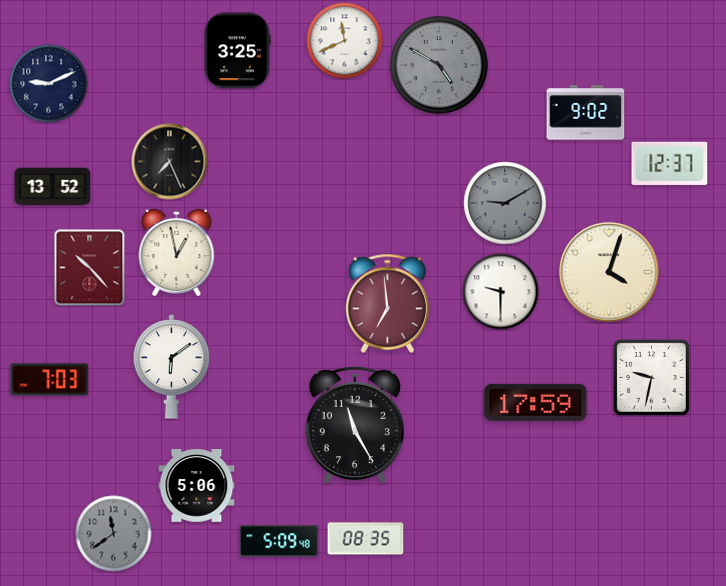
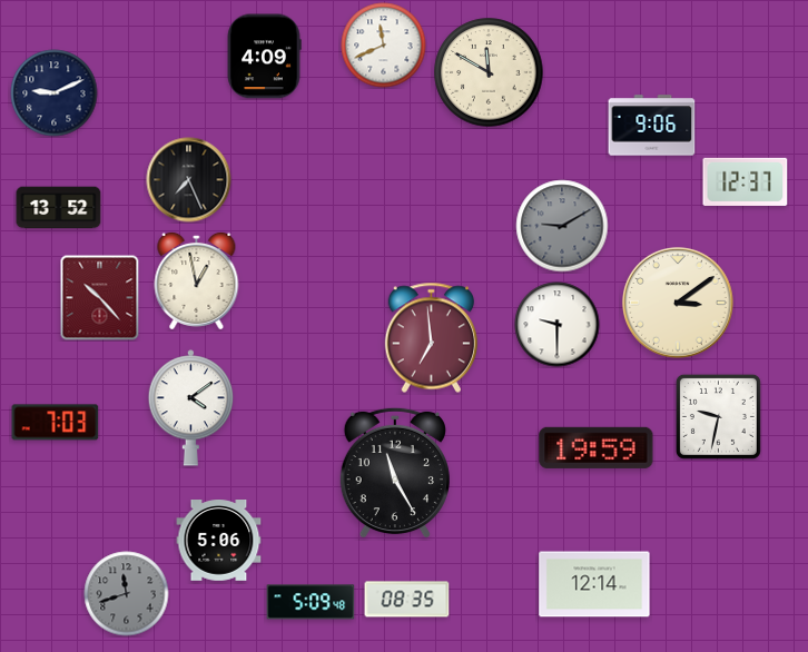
clock at (237, 51): 3:25 -> 4:09
clock at (439, 65): 4:50 -> 11:50
clock at (439, 65) dial: grey -> cream
clock at (586, 113): 9:02 -> 9:06
clock at (609, 272): 4:03 -> 3:09
clock at (172, 367): 6:09 -> 4:09
clock at (651, 377) position: (651, 377) -> (718, 416)
clock at (536, 402): 17:59 -> 19:59
clock at (594, 584): none -> 12:14
clock at (114, 534): 11:39 -> 11:42
